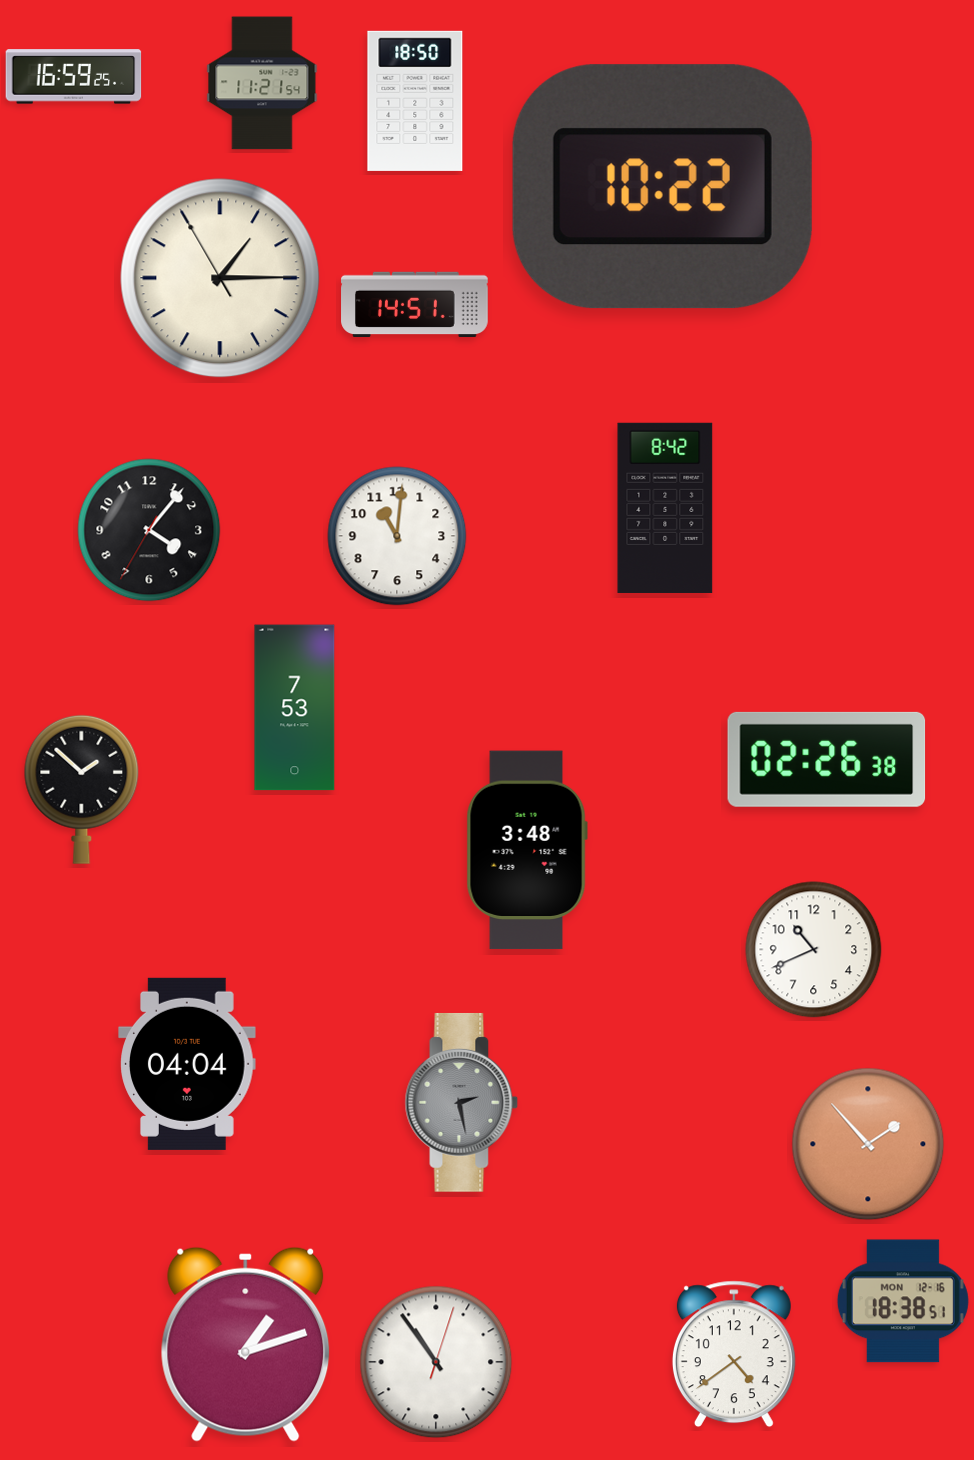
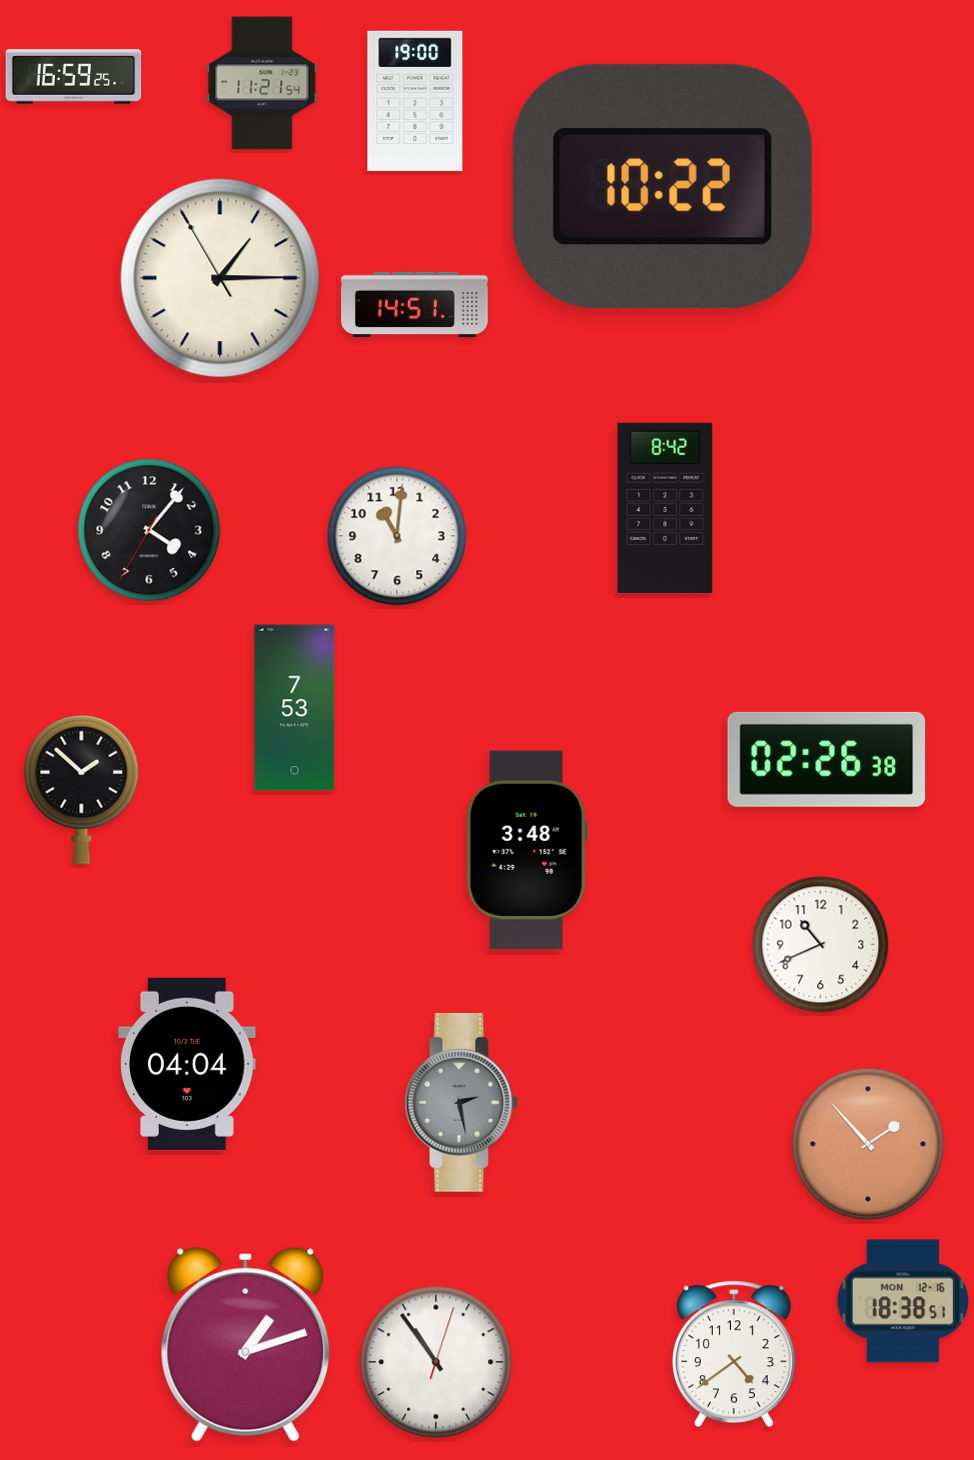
clock at (415, 101): 18:50 -> 19:00
clock at (814, 950) position: (814, 950) -> (821, 945)
